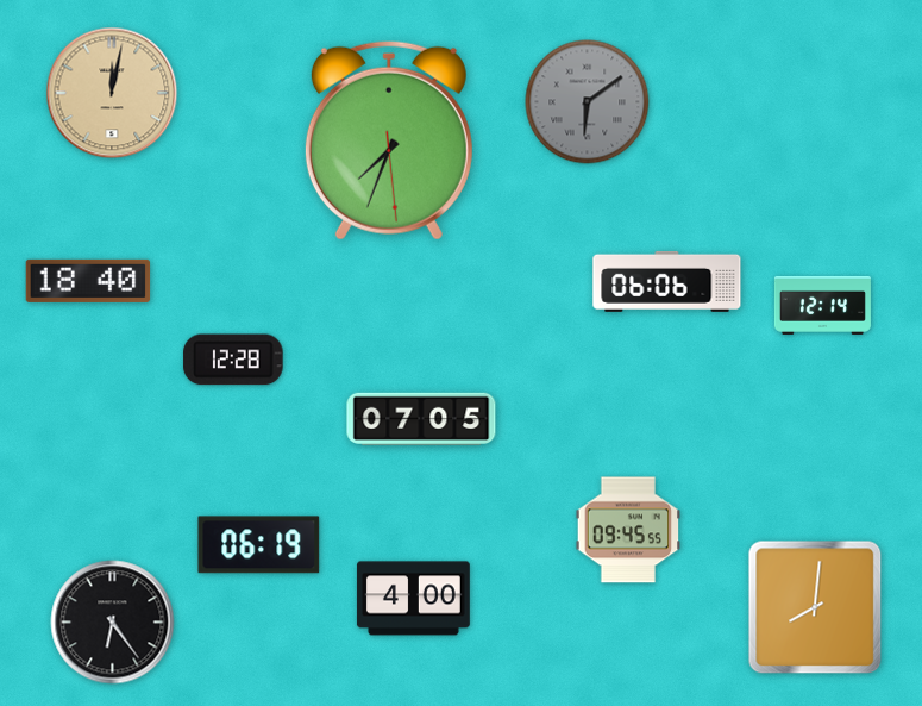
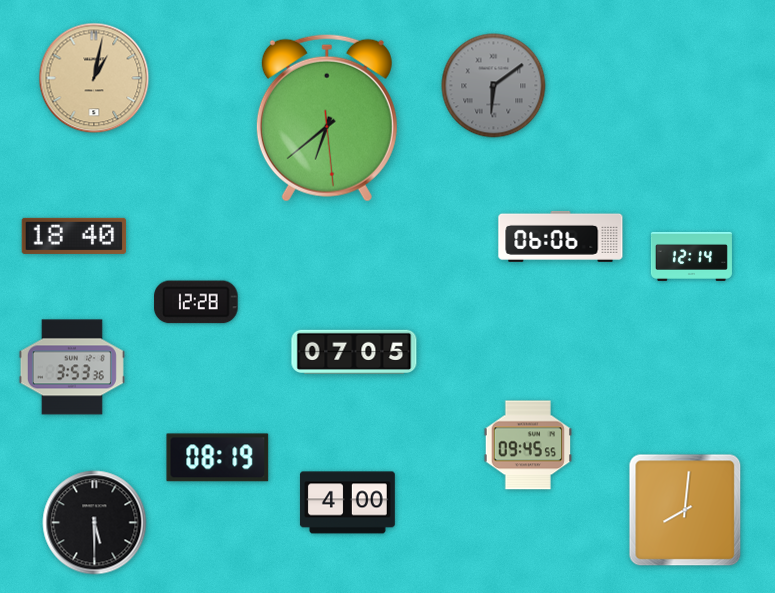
clock at (112, 93): 12:02 -> 1:02
clock at (389, 140): 7:33 -> 6:38
clock at (72, 367): none -> 3:53
clock at (259, 545): 06:19 -> 08:19
clock at (113, 623): 6:24 -> 5:30
